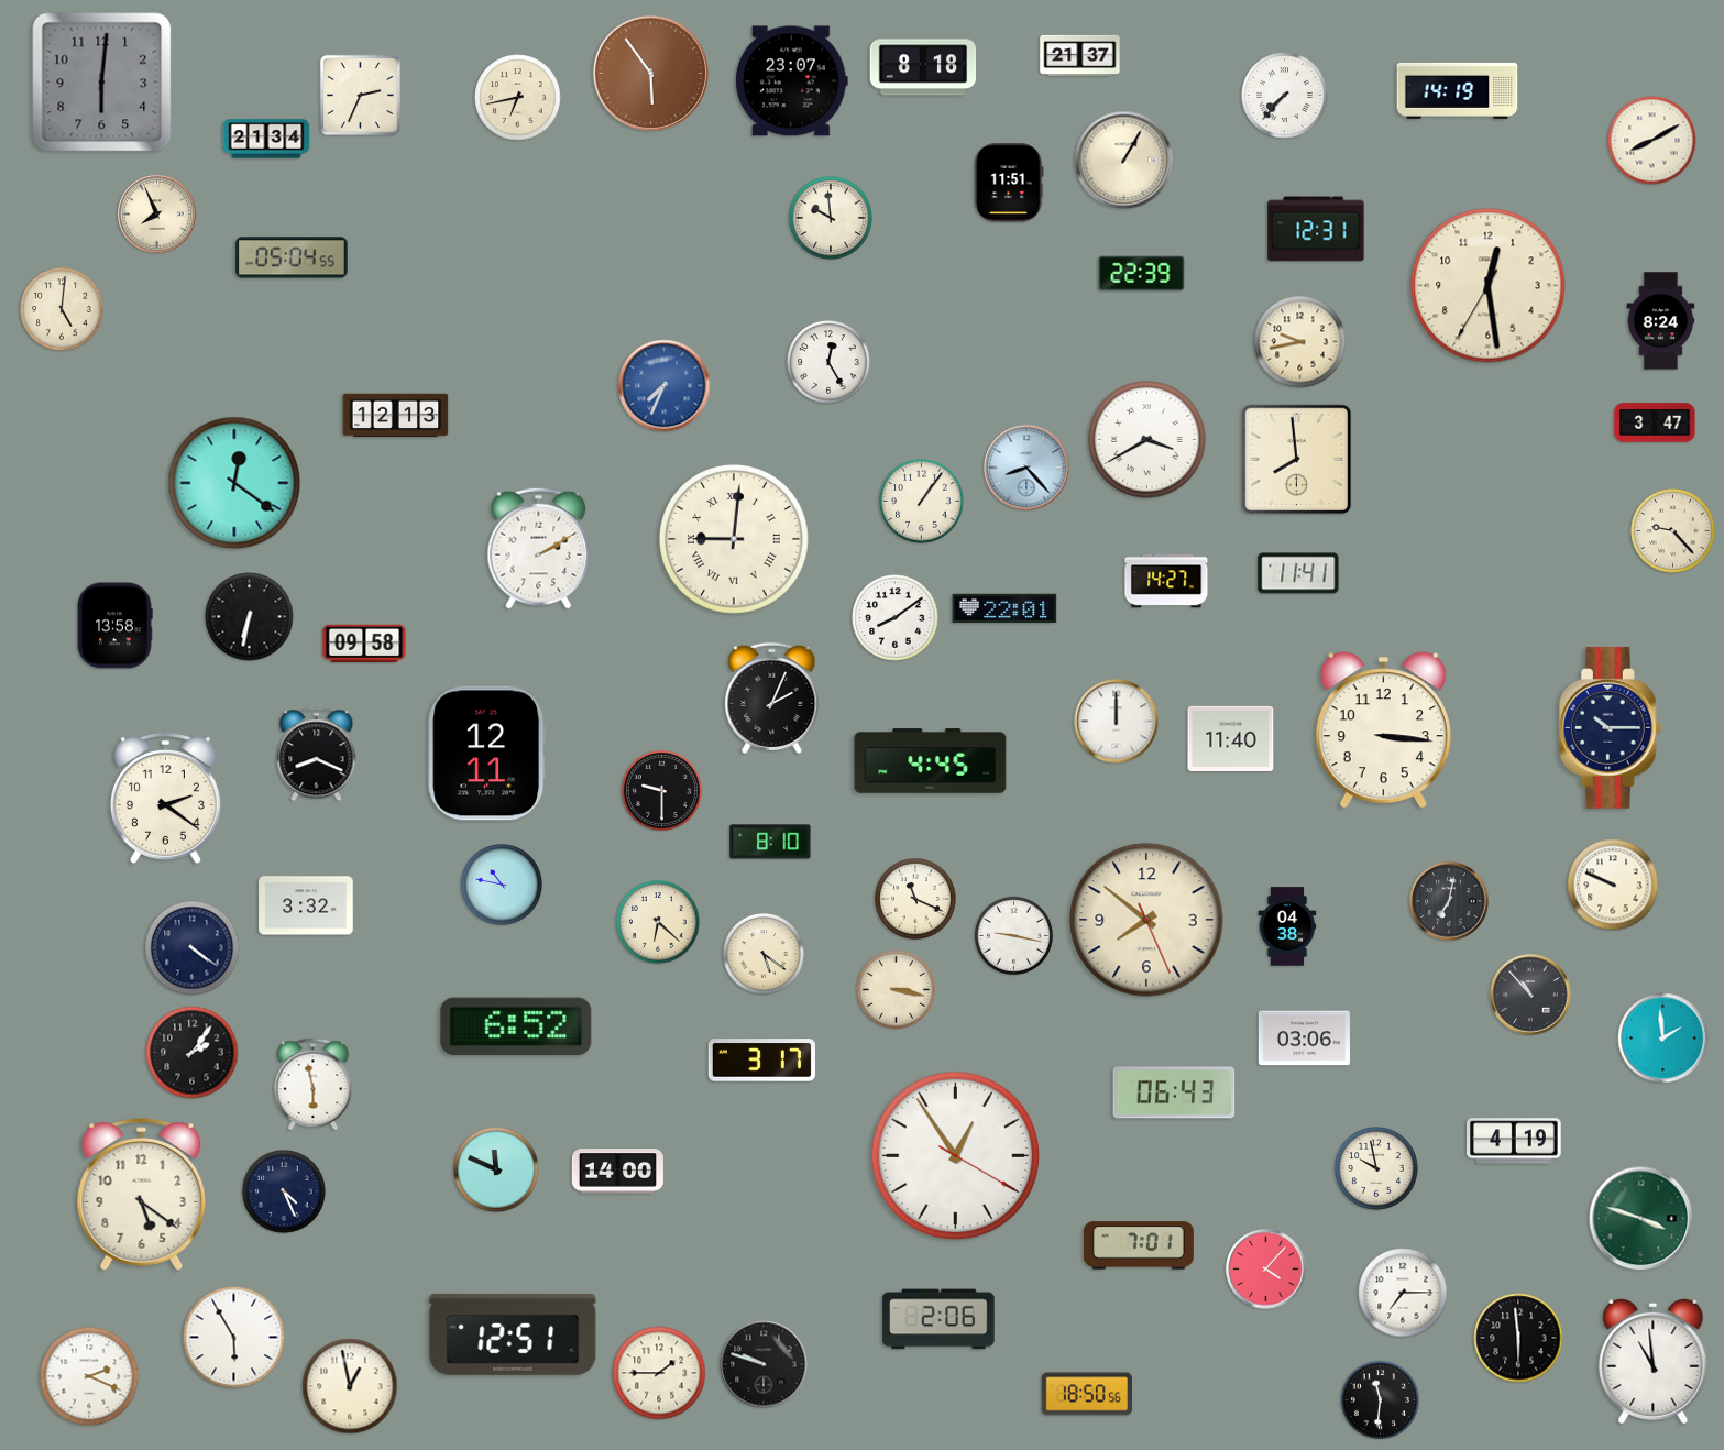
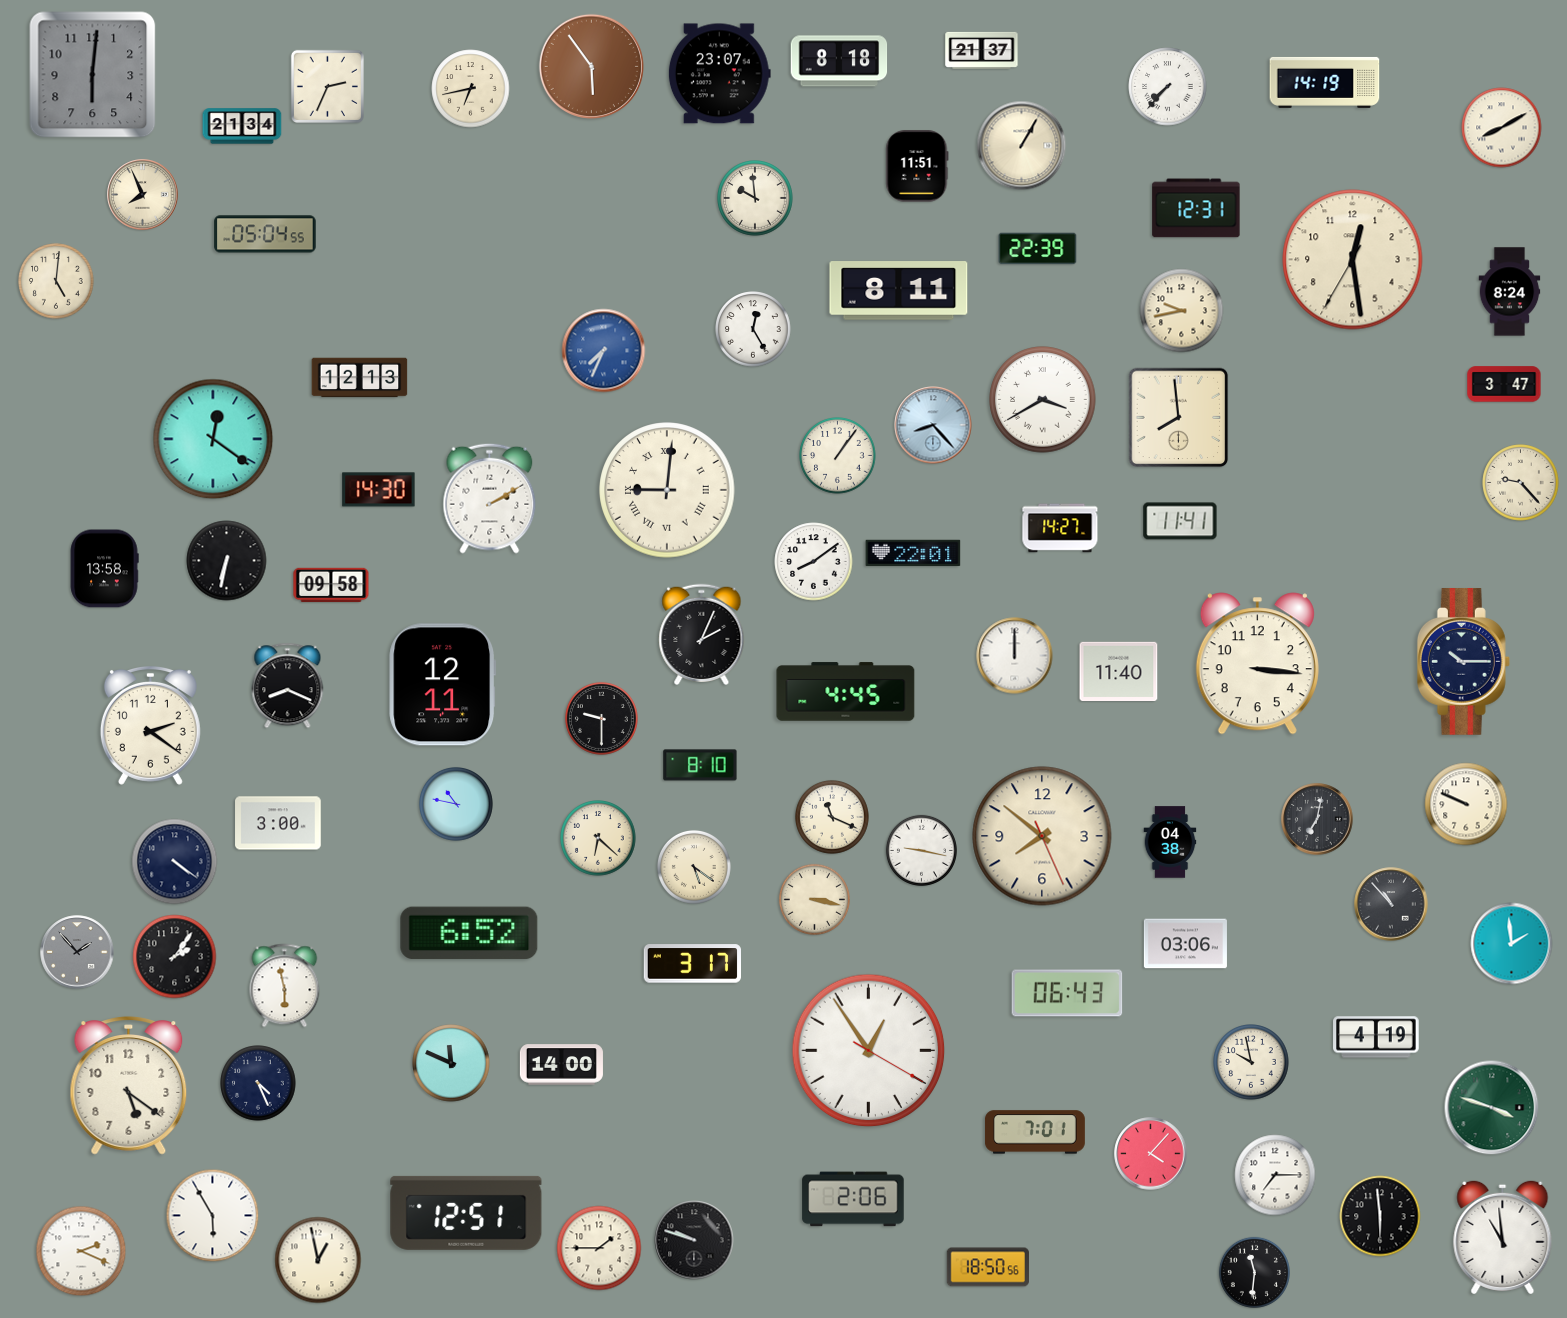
clock at (899, 291): none -> 8:11
clock at (379, 490): none -> 14:30
clock at (306, 905): 3:32 -> 3:00
clock at (77, 952): none -> 1:53
